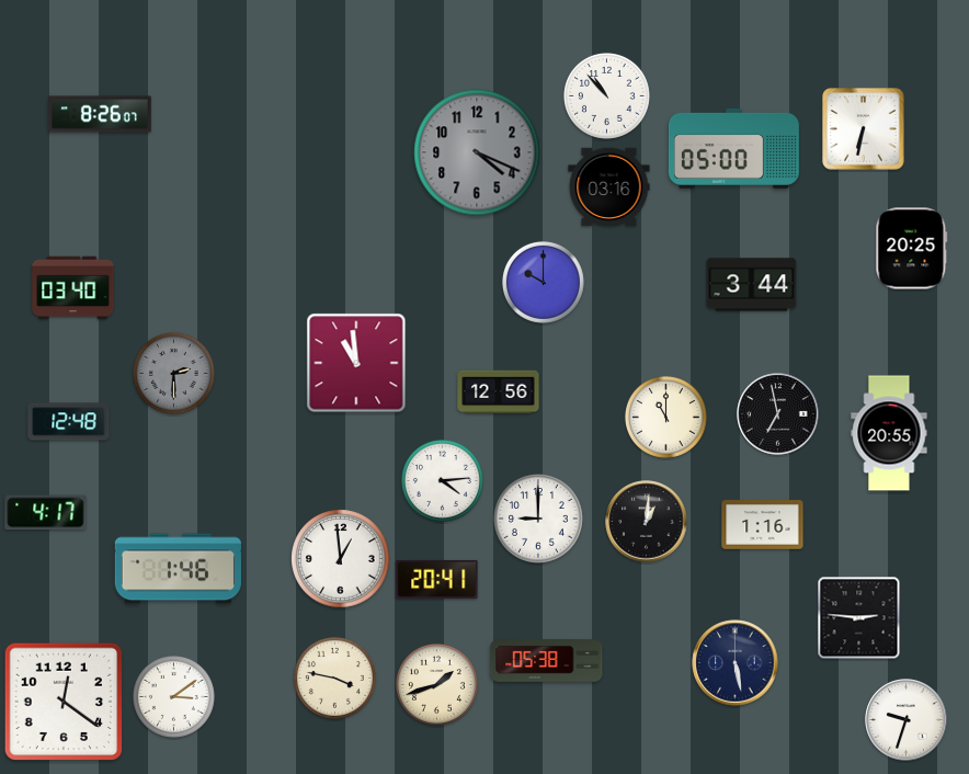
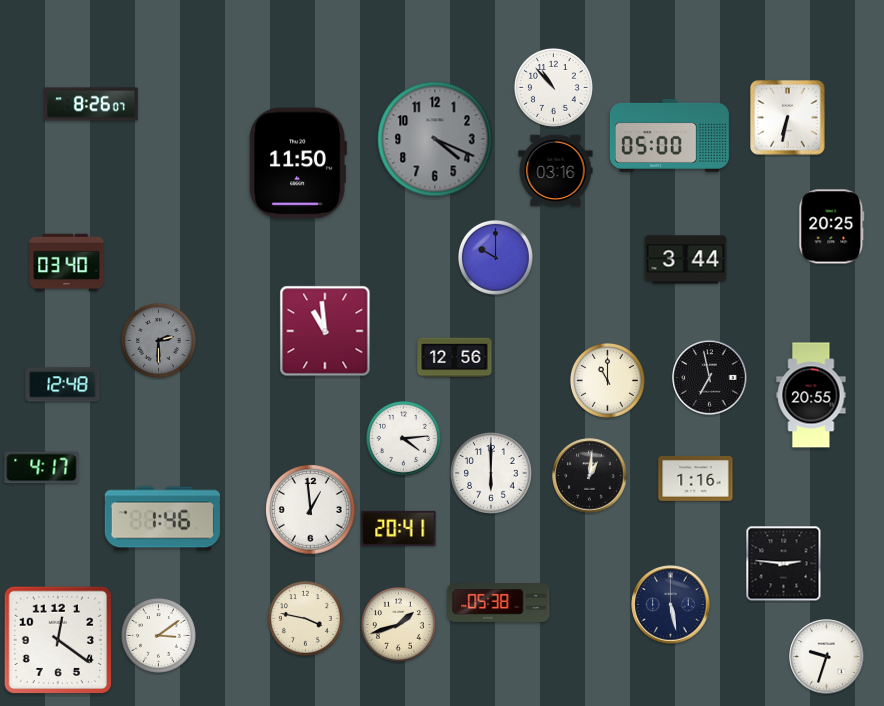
clock at (298, 163): none -> 11:50
clock at (539, 520): 9:00 -> 6:00
